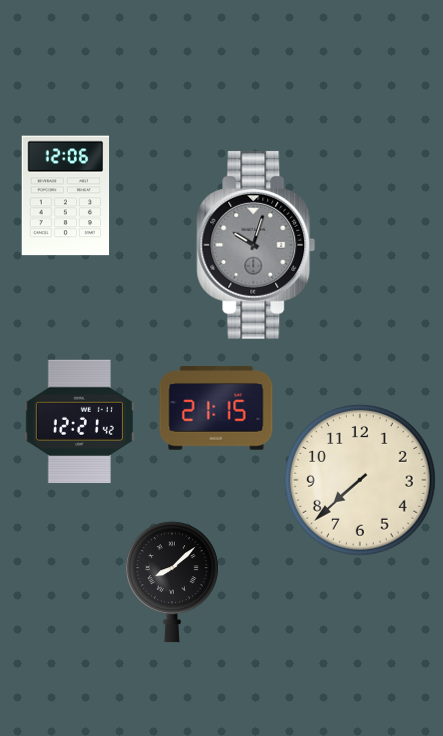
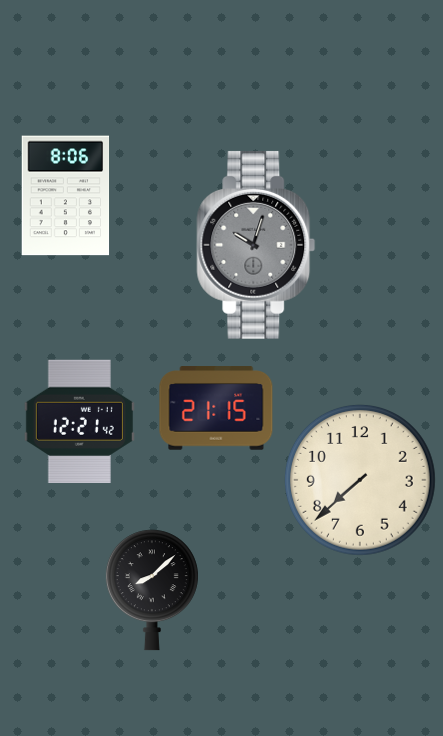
clock at (66, 196): 12:06 -> 8:06
clock at (172, 582) position: (172, 582) -> (152, 590)
